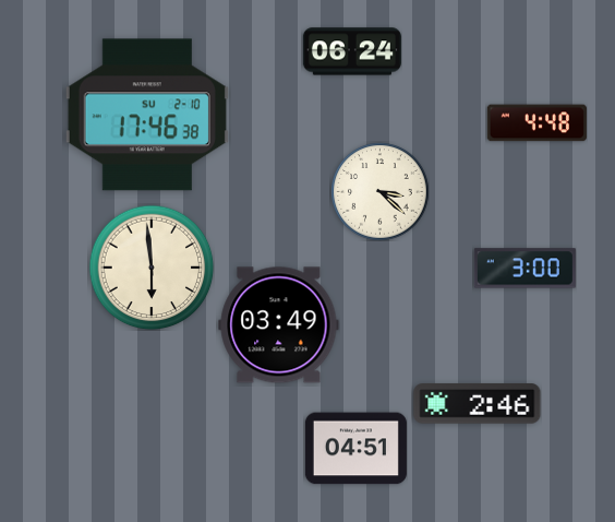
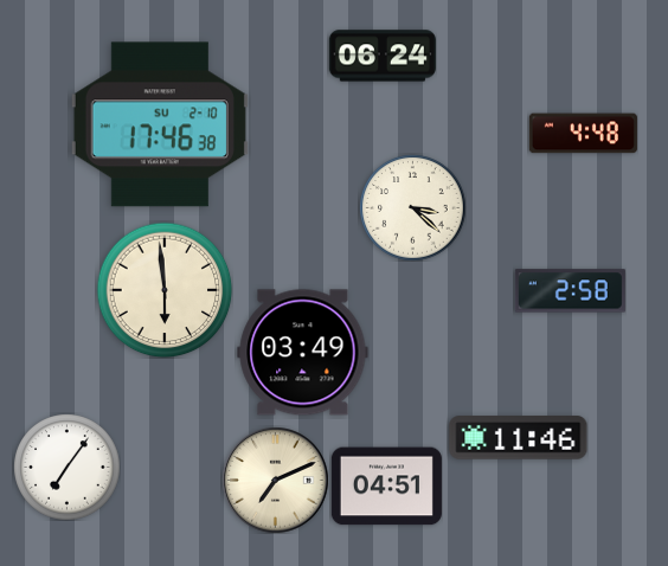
clock at (524, 269): 3:00 -> 2:58
clock at (478, 404): 2:46 -> 11:46
clock at (66, 467): none -> 7:06
clock at (275, 480): none -> 7:11
